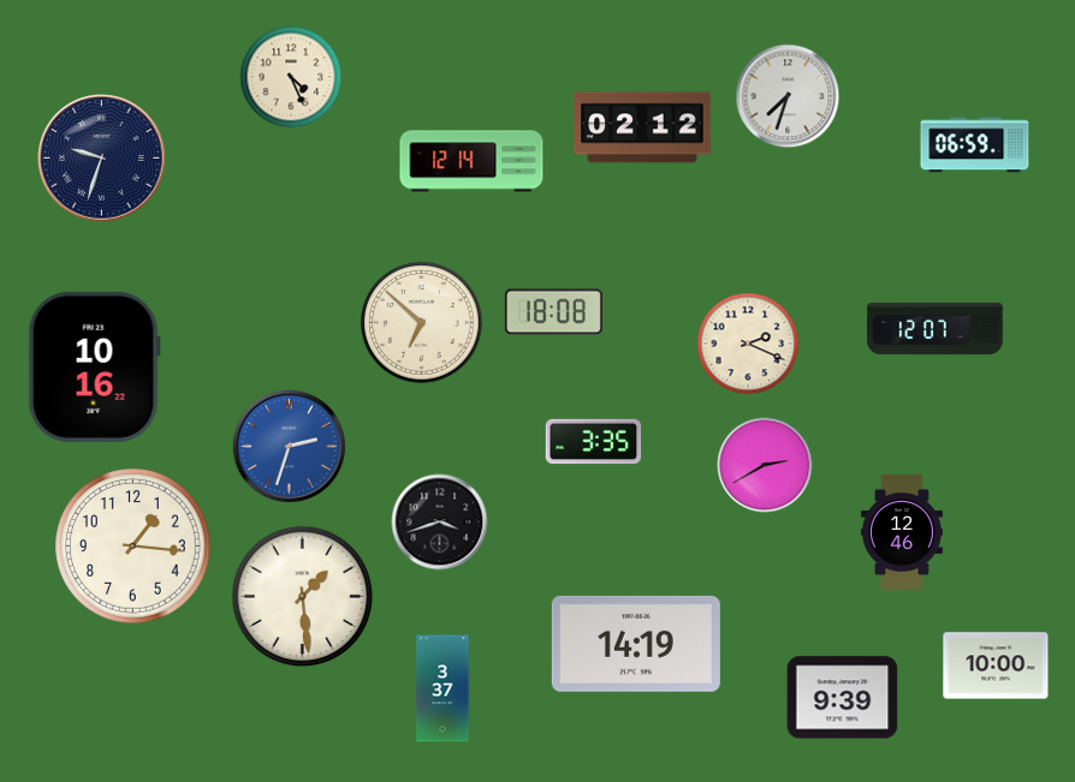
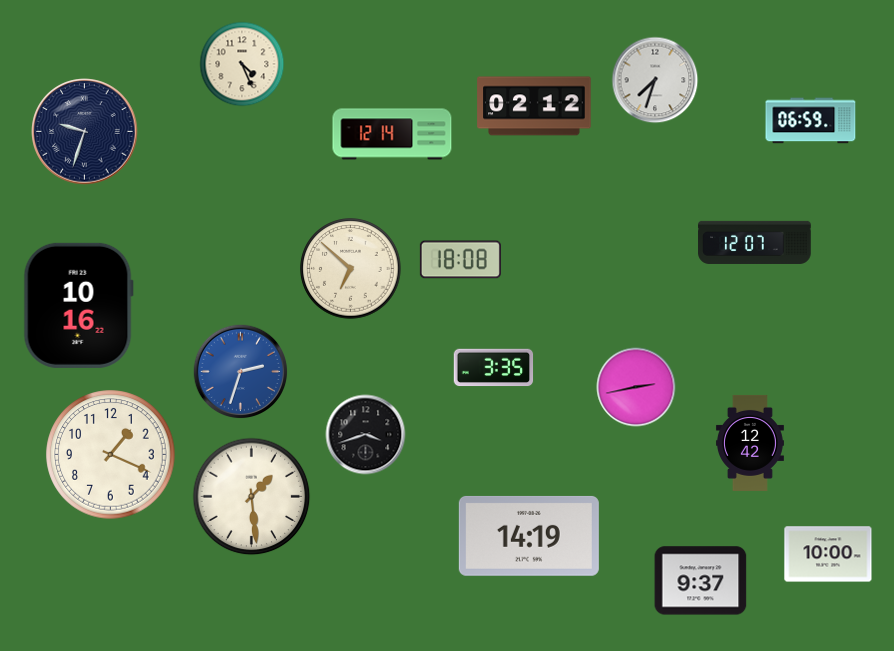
clock at (936, 328) position: (936, 328) -> (755, 242)
clock at (748, 344): 2:19 -> none
clock at (765, 465): 2:40 -> 2:43
clock at (902, 532): 12:46 -> 12:42
clock at (133, 547): 1:16 -> 1:19
clock at (443, 688): 3:37 -> none
clock at (843, 698): 9:39 -> 9:37
